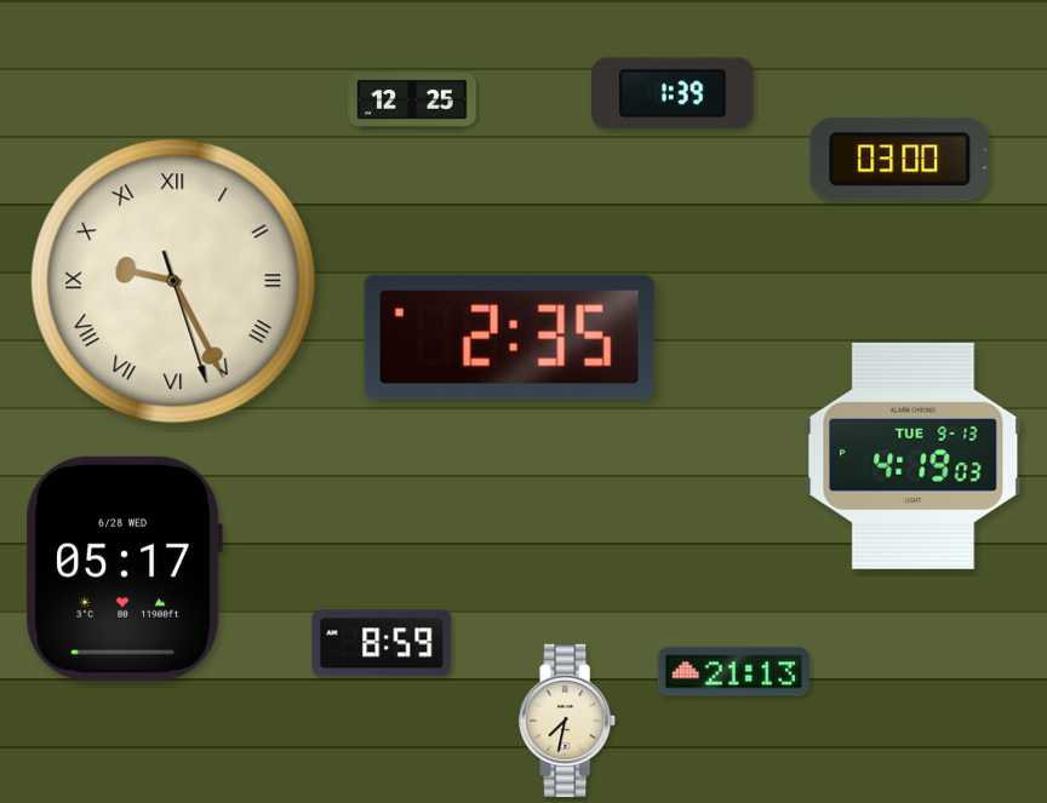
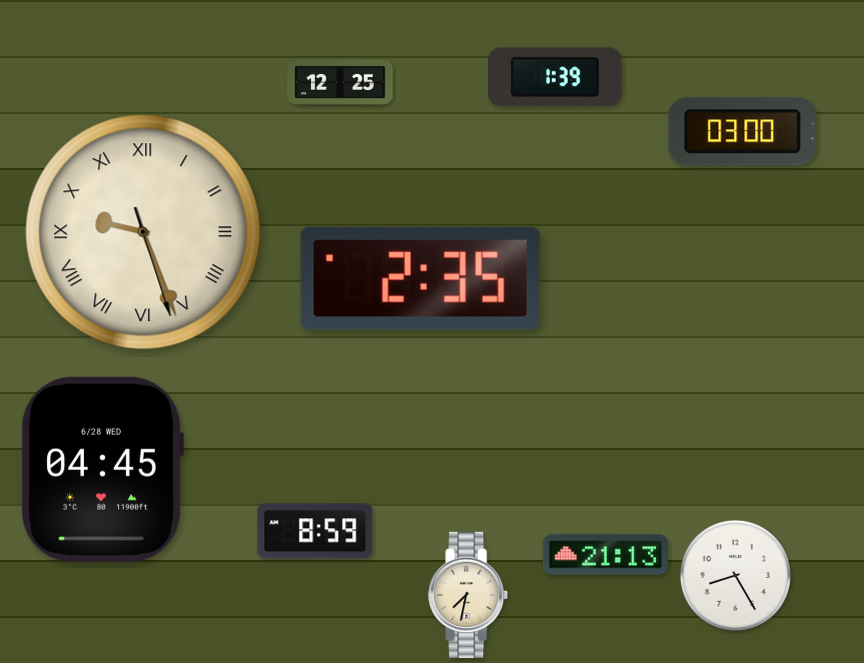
clock at (173, 281): 9:25 -> 9:26
clock at (914, 455): 4:19 -> none
clock at (124, 568): 05:17 -> 04:45
clock at (735, 575): none -> 8:25
